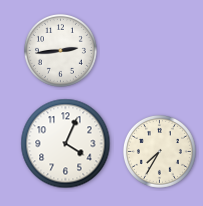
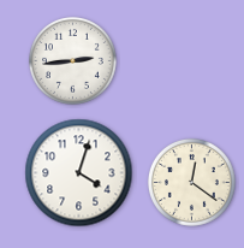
clock at (66, 144): 4:04 -> 4:03
clock at (159, 151): 7:35 -> 12:21
